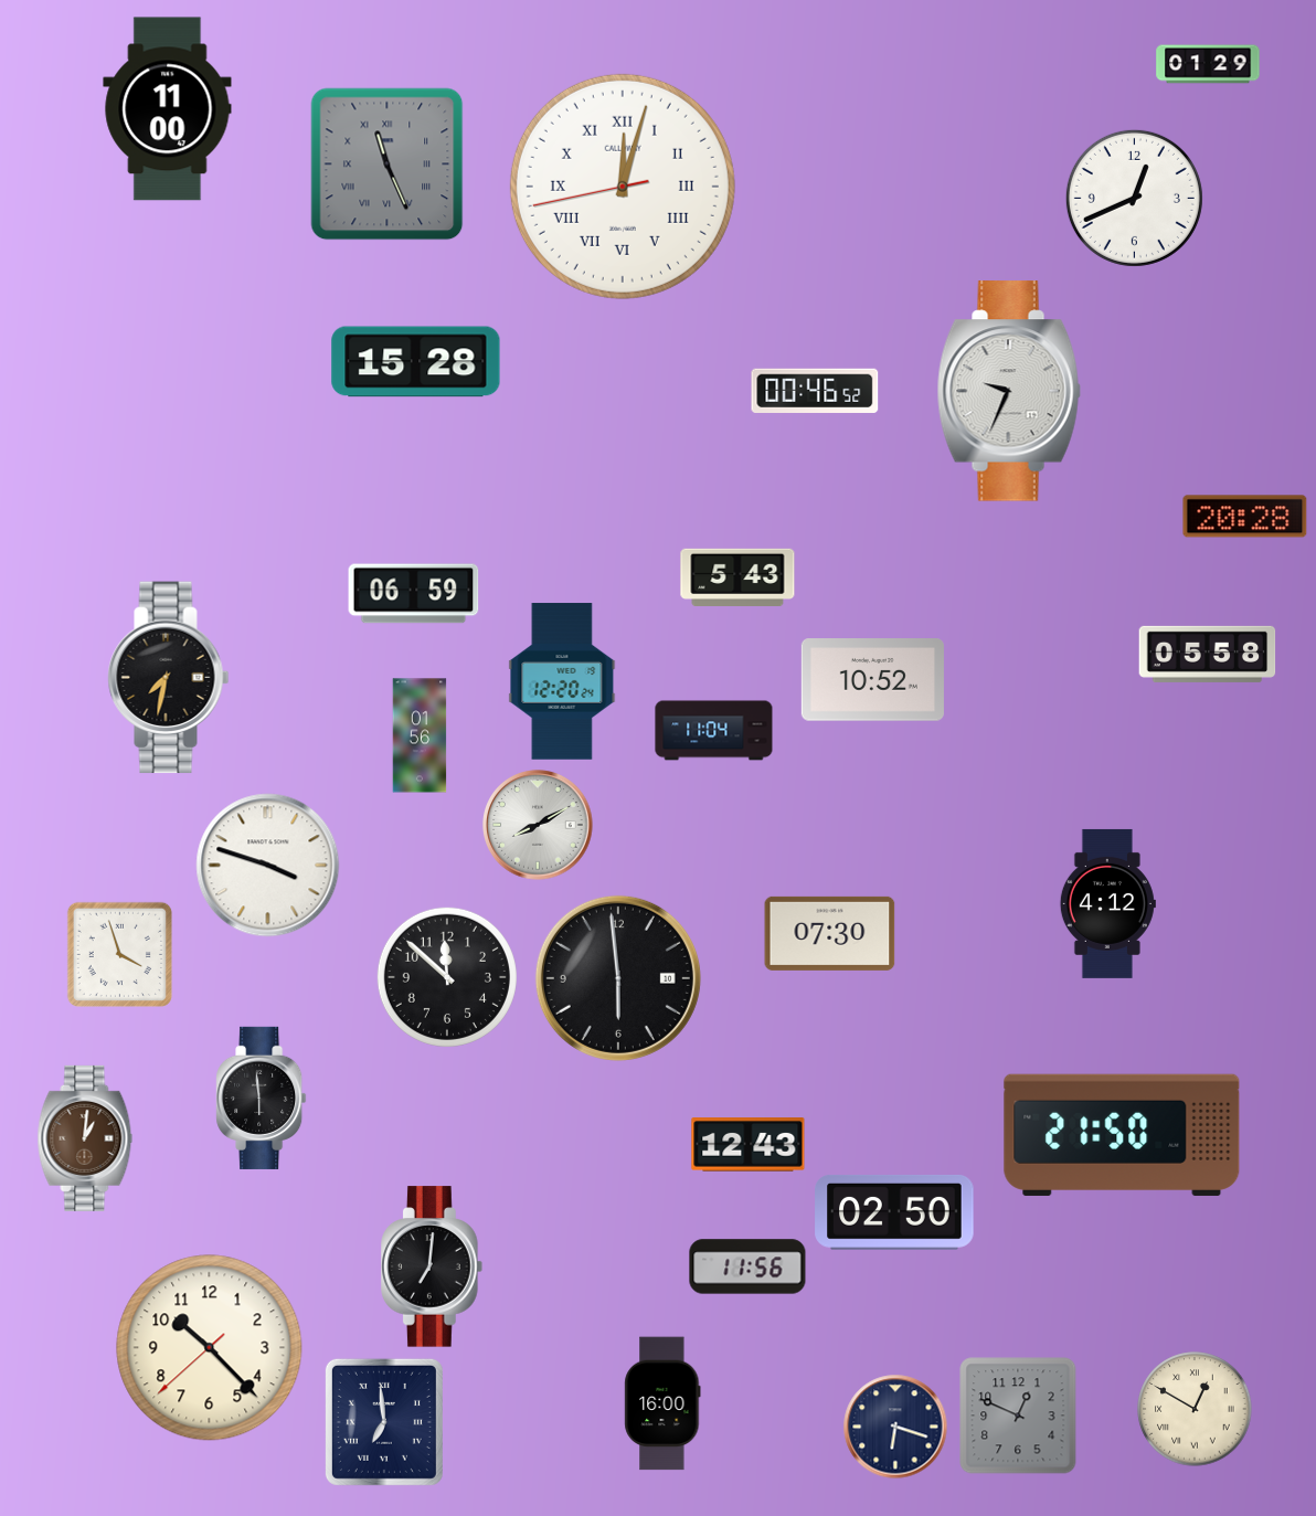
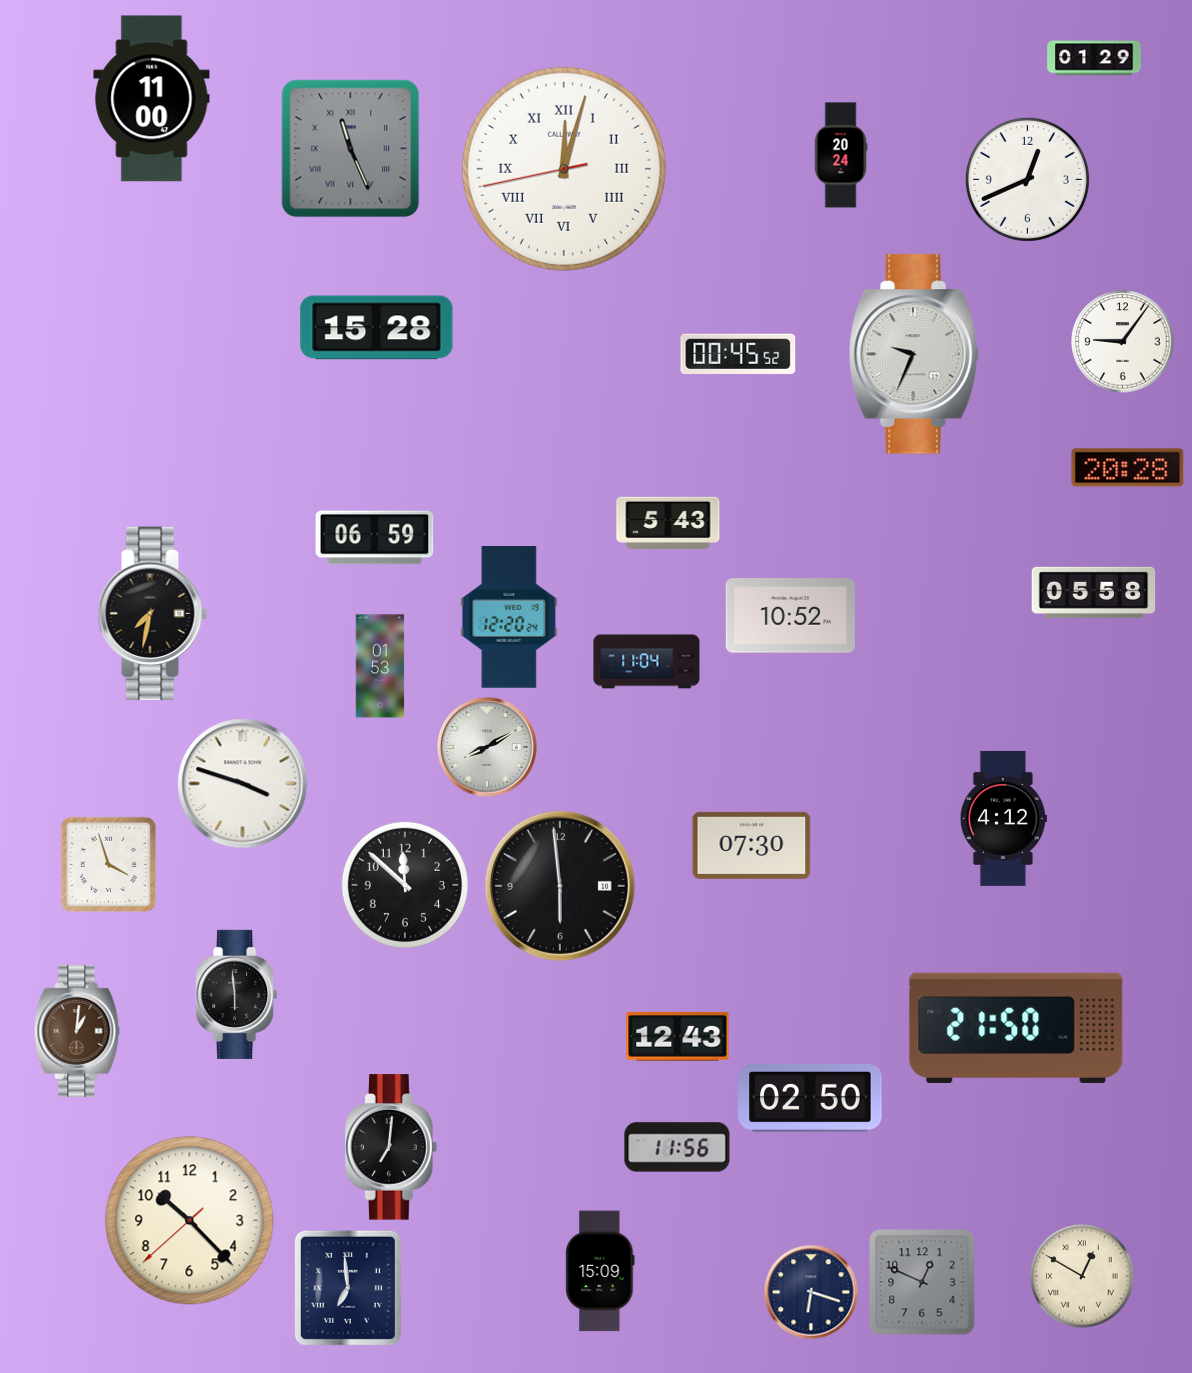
clock at (841, 155): none -> 20:24
clock at (1123, 342): none -> 9:06
clock at (815, 391): 00:46 -> 00:45
clock at (420, 735): 01:56 -> 01:53
clock at (662, 1403): 16:00 -> 15:09
